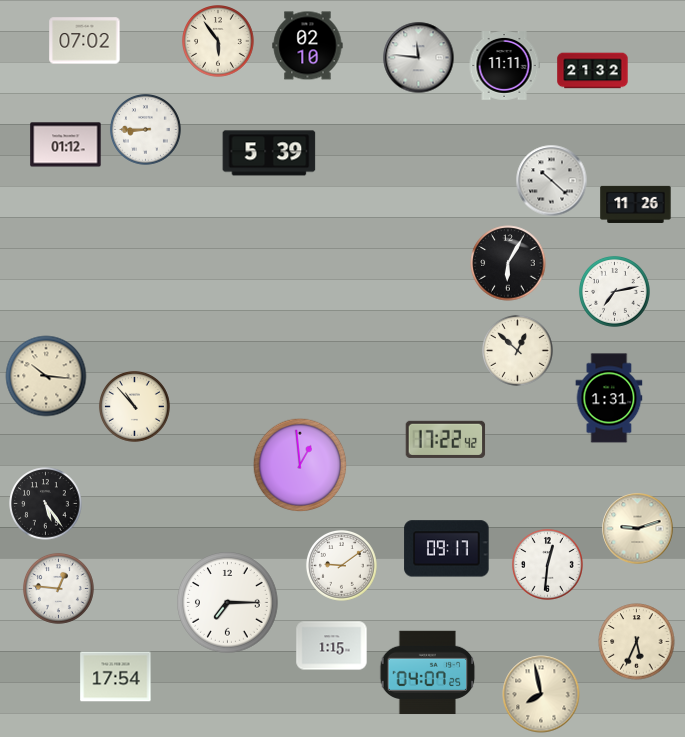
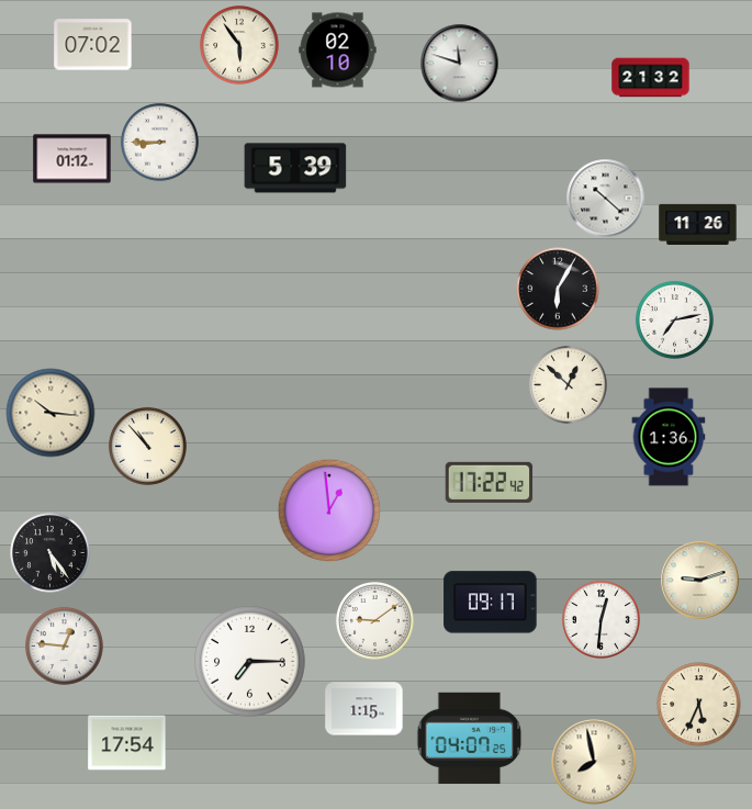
clock at (419, 58): 11:46 -> 11:48
clock at (504, 66): 11:11 -> none
clock at (609, 398): 1:31 -> 1:36
